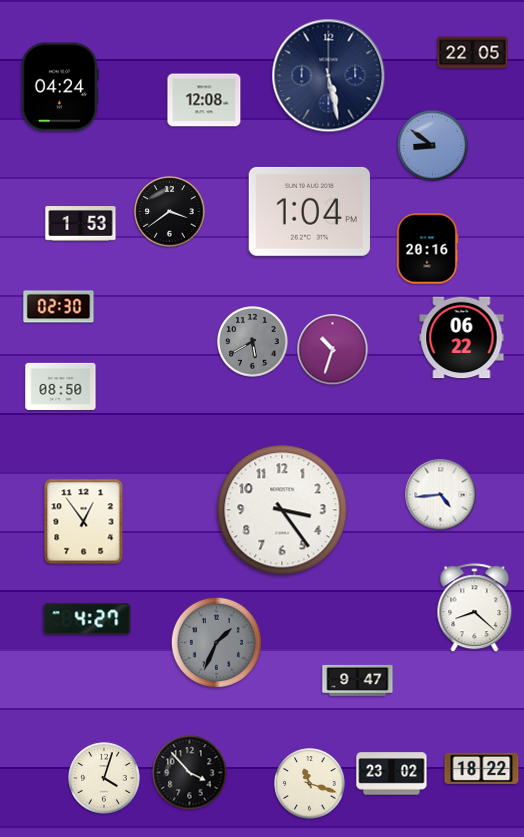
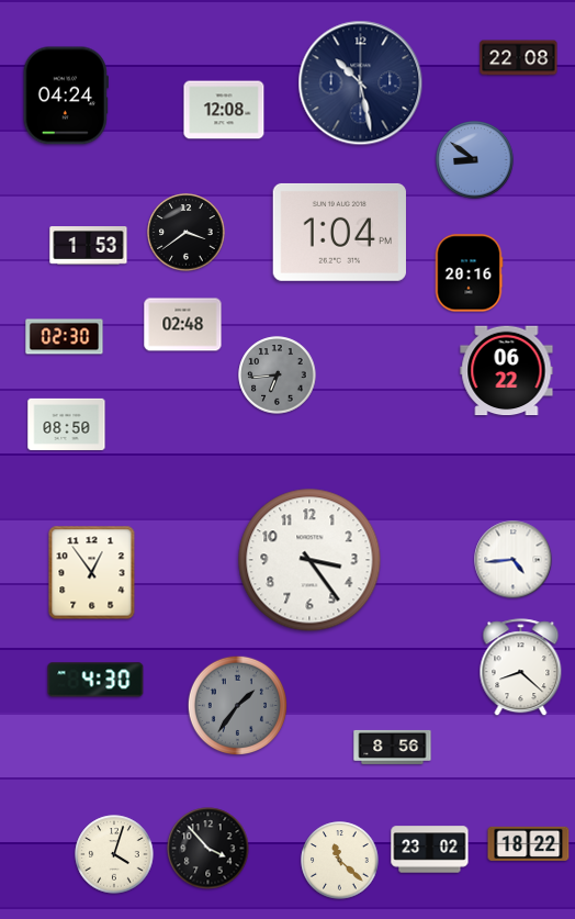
clock at (473, 53): 22:05 -> 22:08
clock at (329, 76): 5:28 -> 10:28
clock at (183, 325): none -> 02:48
clock at (253, 342): 5:40 -> 6:44
clock at (333, 350): 10:33 -> none
clock at (441, 495) position: (441, 495) -> (514, 560)
clock at (87, 619): 4:27 -> 4:30
clock at (216, 642): 1:34 -> 1:36
clock at (358, 680): 9:47 -> 8:56
clock at (310, 784): 11:18 -> 11:22
